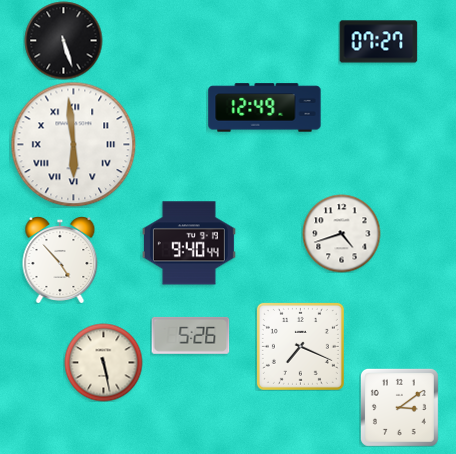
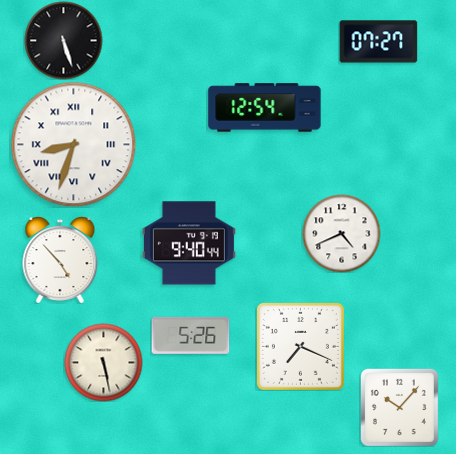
clock at (265, 108): 12:49 -> 12:54
clock at (73, 144): 5:59 -> 8:33
clock at (341, 233): 4:42 -> 4:41
clock at (399, 407): 3:09 -> 10:07
